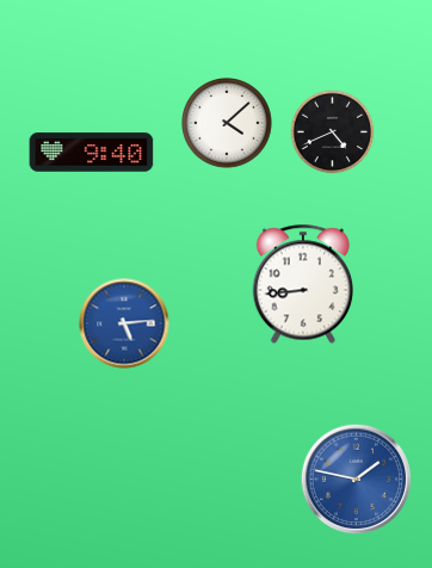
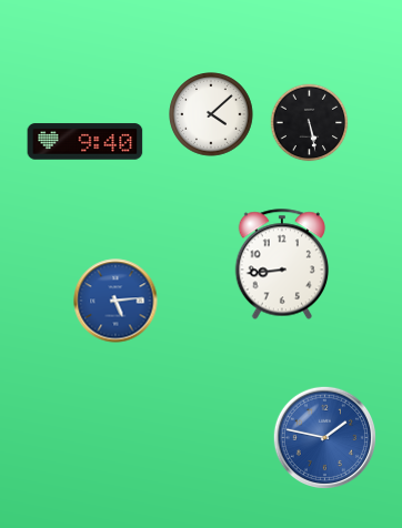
clock at (333, 132): 4:41 -> 5:28
clock at (356, 479) position: (356, 479) -> (324, 437)
